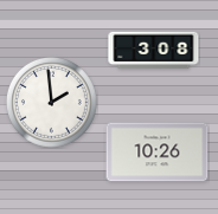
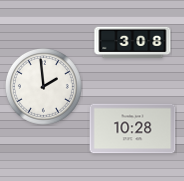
clock at (154, 51) position: (154, 51) -> (133, 43)
clock at (158, 153): 10:26 -> 10:28
